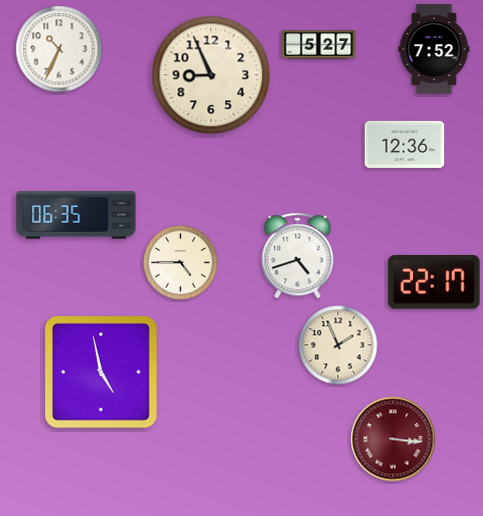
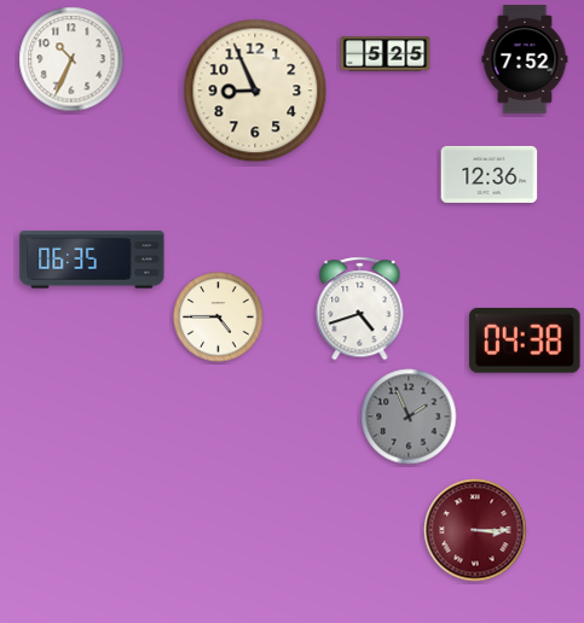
clock at (319, 45): 5:27 -> 5:25
clock at (434, 282): 22:17 -> 04:38
clock at (338, 345) dial: cream -> grey
clock at (102, 373): 4:58 -> none
clock at (393, 439): 3:16 -> 3:15
